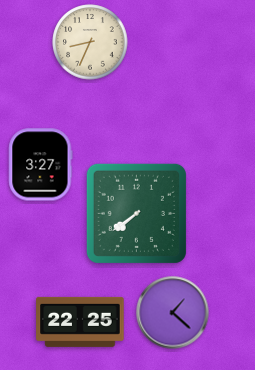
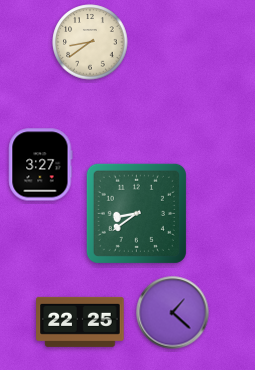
clock at (90, 42): 8:34 -> 8:39
clock at (136, 213): 7:39 -> 8:39
